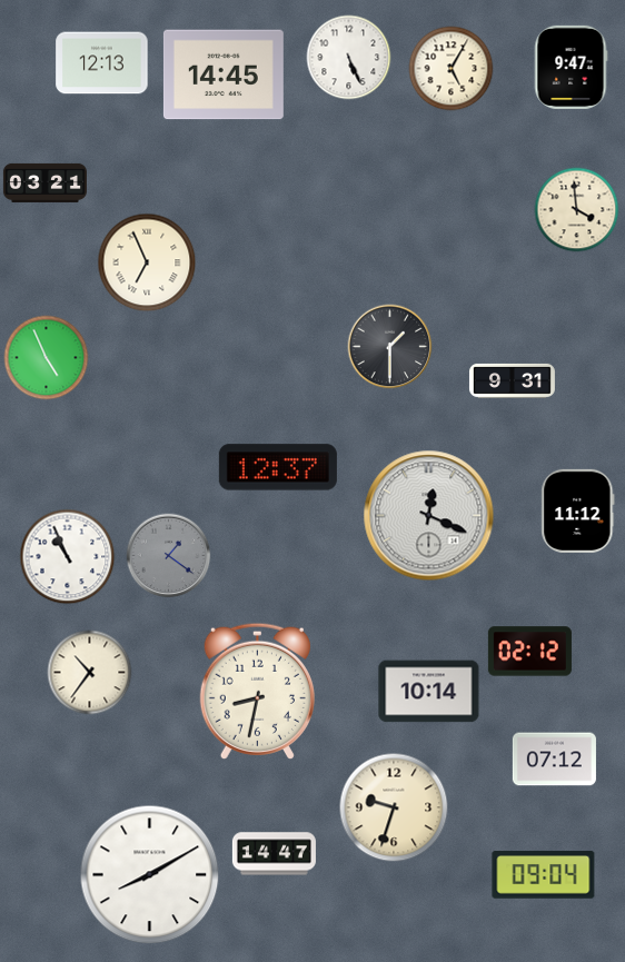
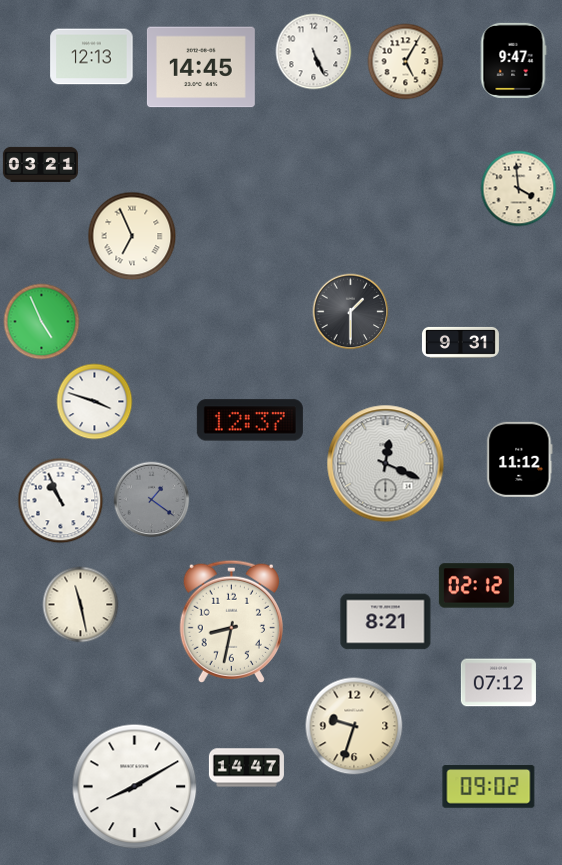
clock at (95, 402): none -> 3:48
clock at (90, 673): 10:36 -> 11:28
clock at (429, 692): 10:14 -> 8:21
clock at (544, 875): 09:04 -> 09:02
